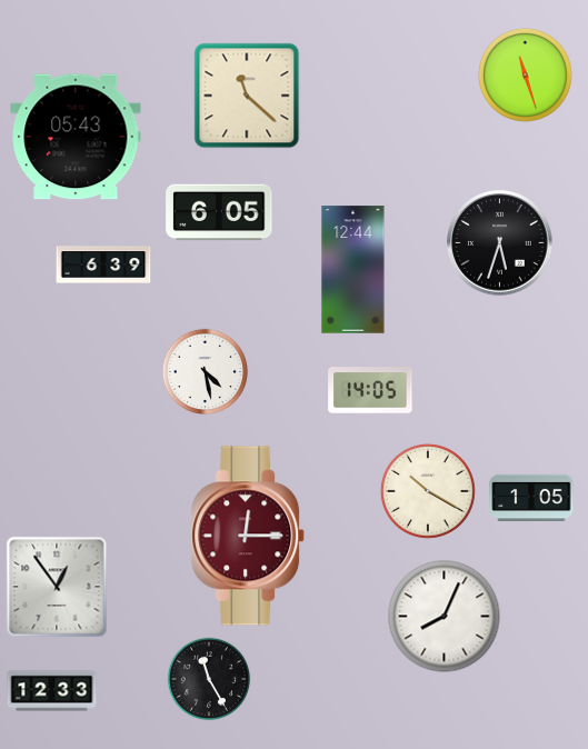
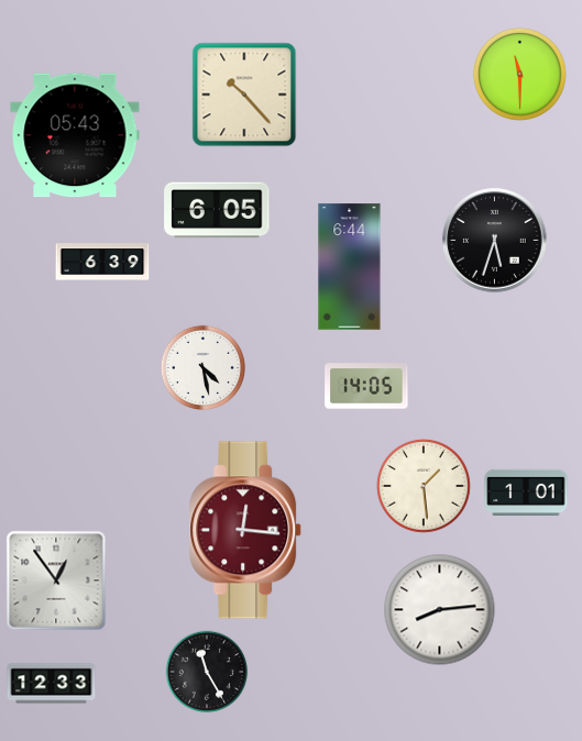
clock at (525, 74): 11:27 -> 11:30
clock at (247, 96): 11:22 -> 10:23
clock at (353, 270): 12:44 -> 6:44
clock at (428, 491): 10:20 -> 1:29
clock at (531, 498): 1:05 -> 1:01
clock at (249, 536): 12:15 -> 12:16
clock at (445, 617): 8:04 -> 8:14
